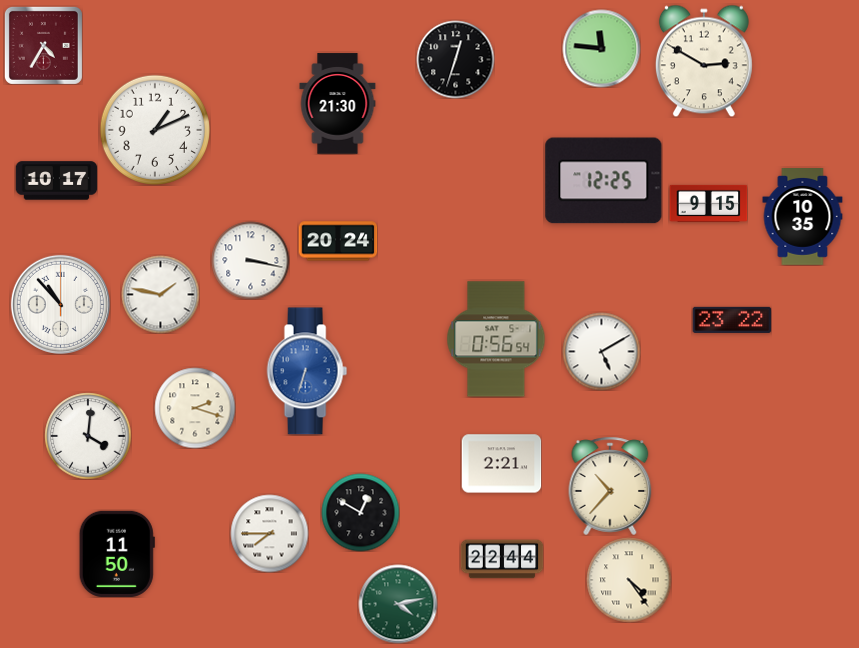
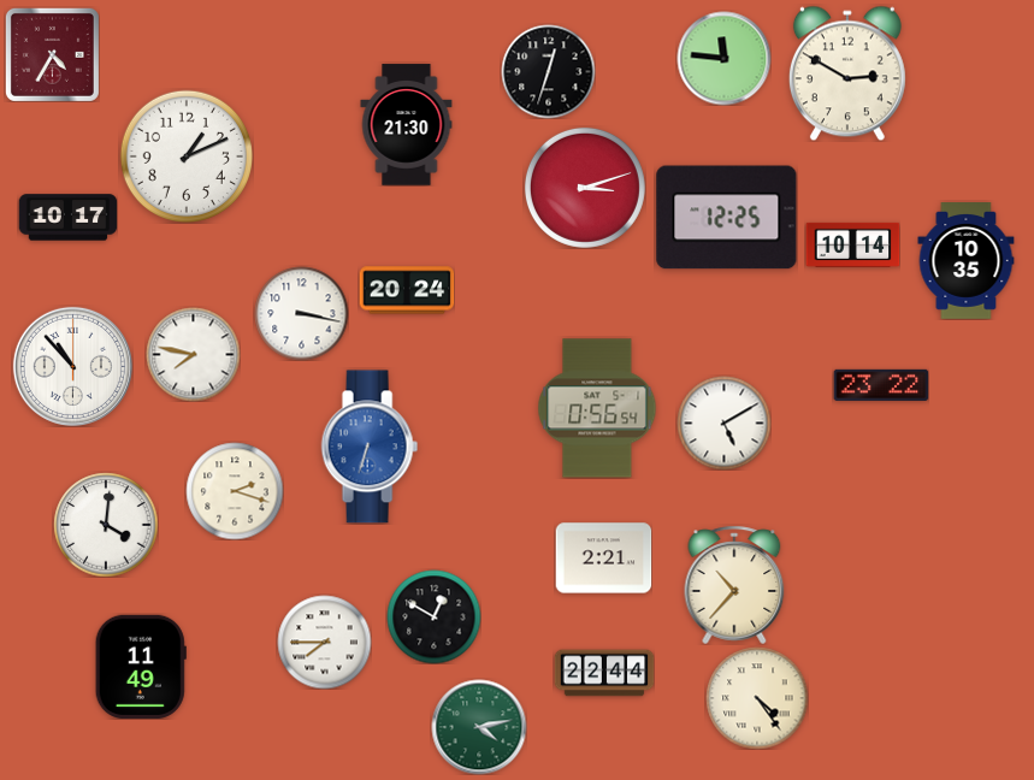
clock at (585, 188): none -> 3:12
clock at (708, 203): 9:15 -> 10:14
clock at (160, 294): 1:47 -> 7:47
clock at (117, 554): 11:50 -> 11:49
